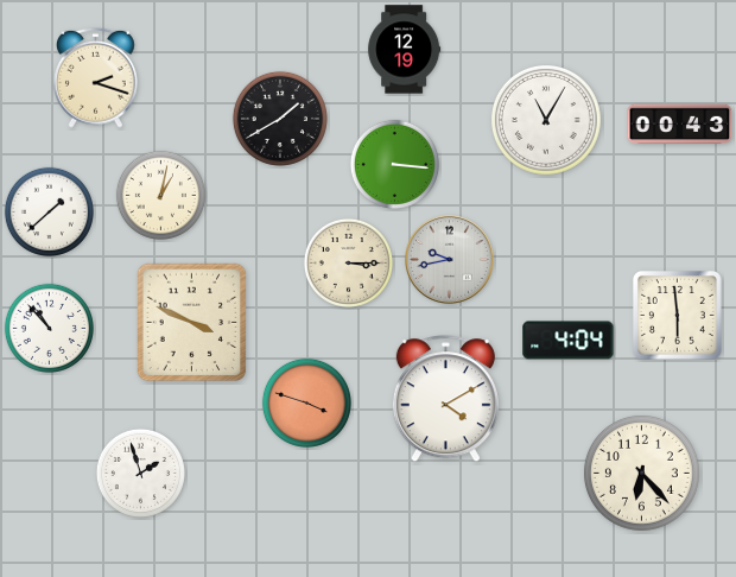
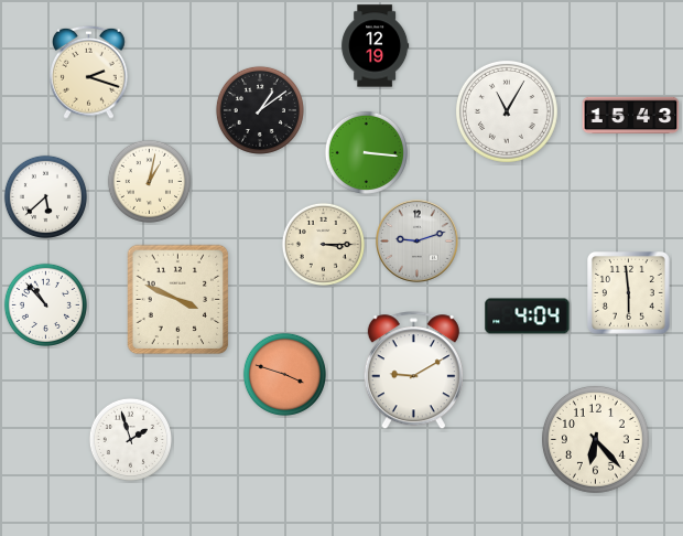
clock at (280, 119): 1:40 -> 1:09
clock at (680, 125): 00:43 -> 15:43
clock at (49, 211): 1:38 -> 5:38
clock at (450, 260): 9:43 -> 9:12
clock at (445, 399): 4:10 -> 9:10
